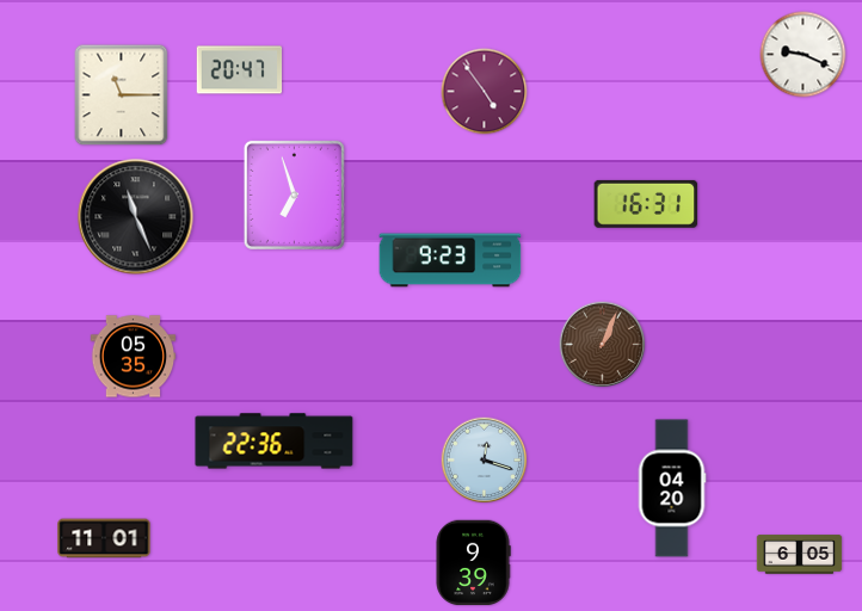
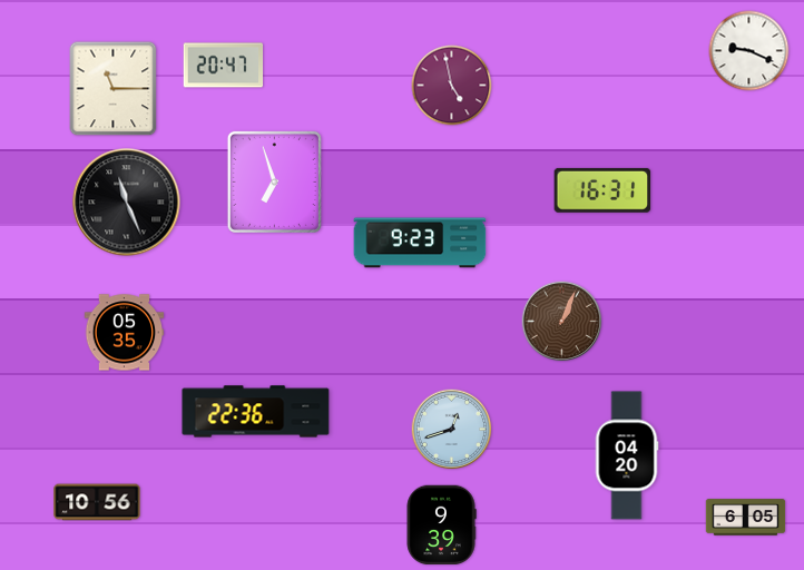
clock at (485, 92): 4:54 -> 4:58
clock at (485, 461): 12:18 -> 12:42
clock at (104, 538): 11:01 -> 10:56
